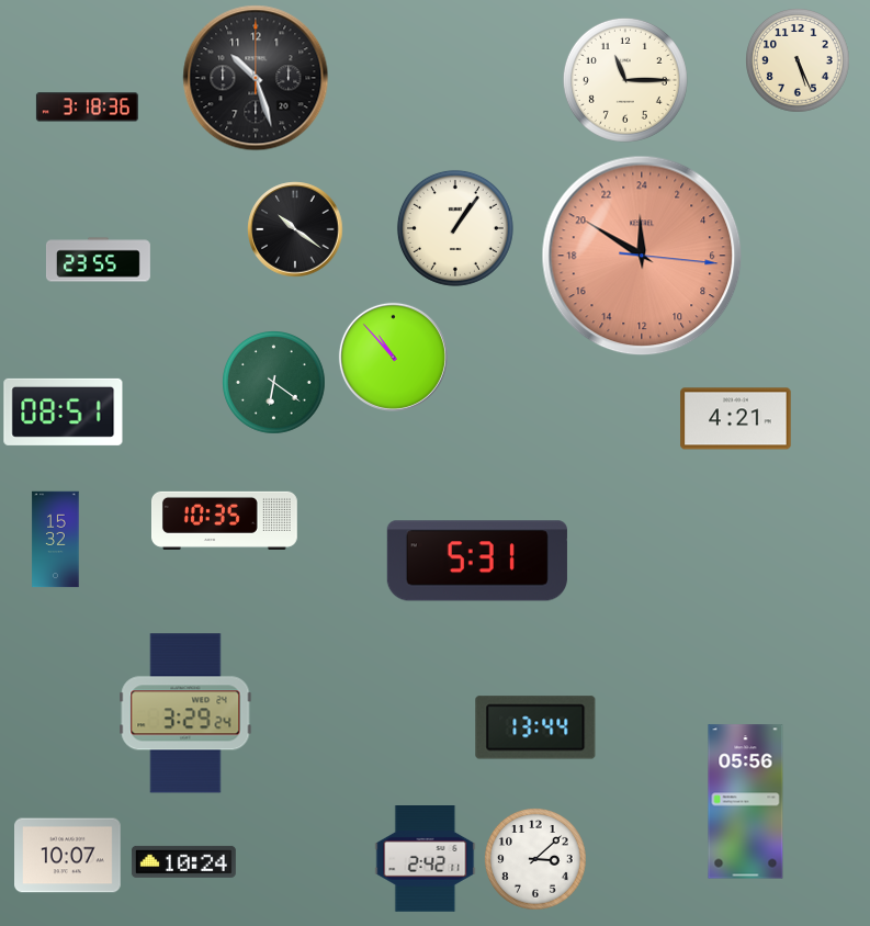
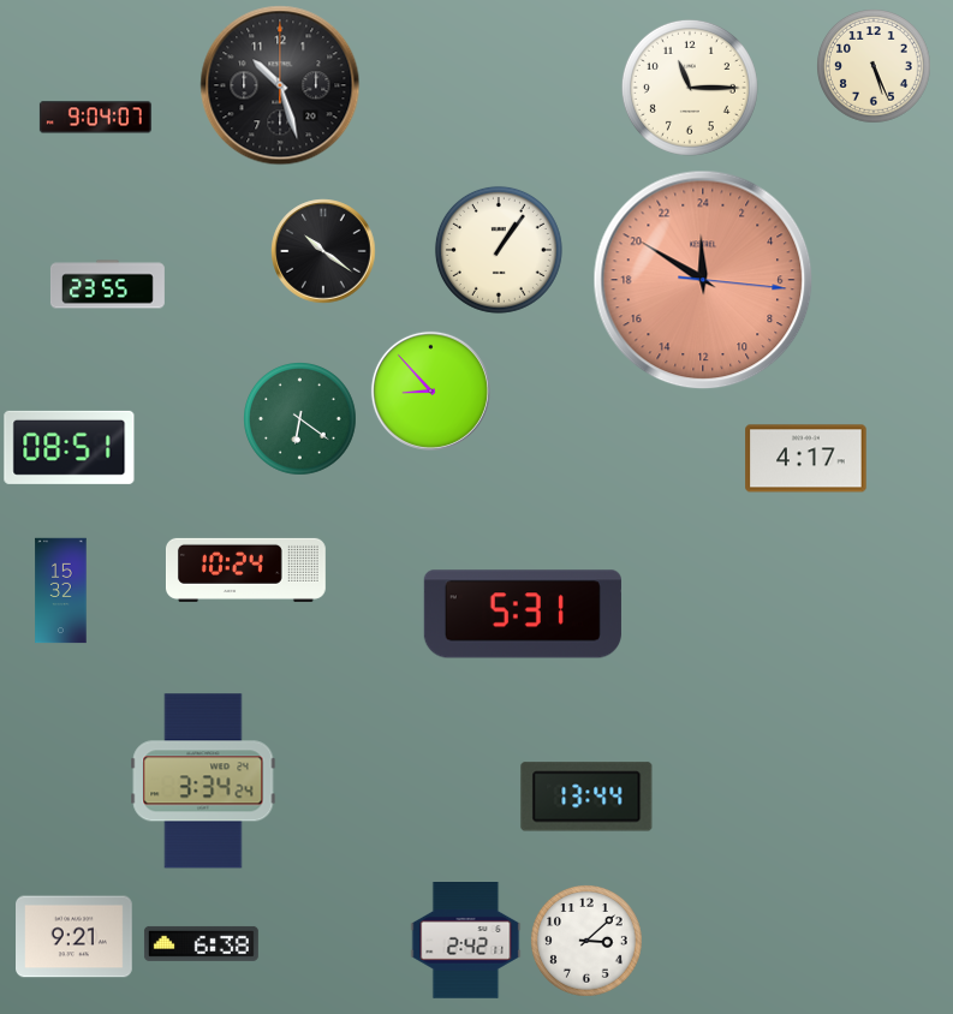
clock at (625, 80) position: (625, 80) -> (690, 88)
clock at (87, 108): 3:18 -> 9:04
clock at (393, 357): 10:53 -> 8:53
clock at (64, 411) position: (64, 411) -> (70, 447)
clock at (736, 419): 4:21 -> 4:17
clock at (224, 520): 10:35 -> 10:24
clock at (185, 713): 3:29 -> 3:34
clock at (746, 802): 05:56 -> none
clock at (68, 856): 10:07 -> 9:21
clock at (183, 861): 10:24 -> 6:38
